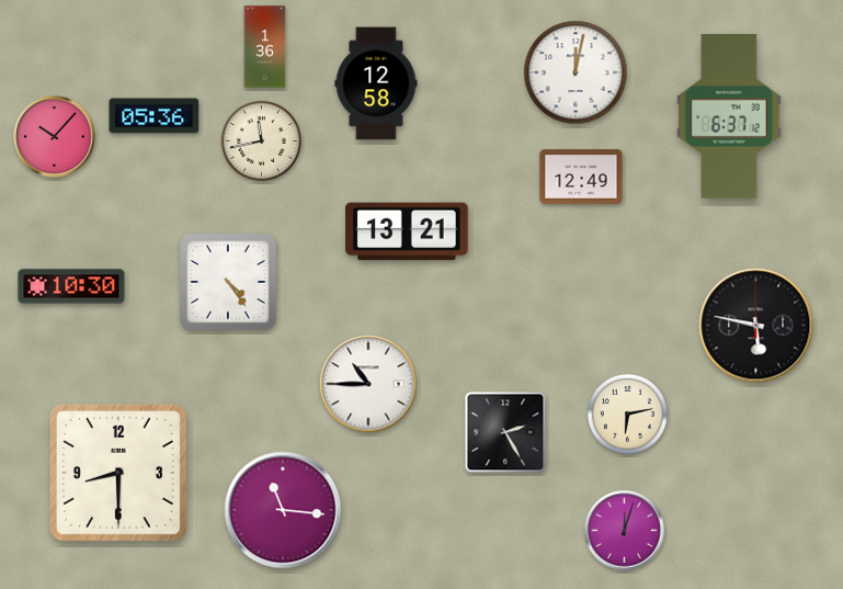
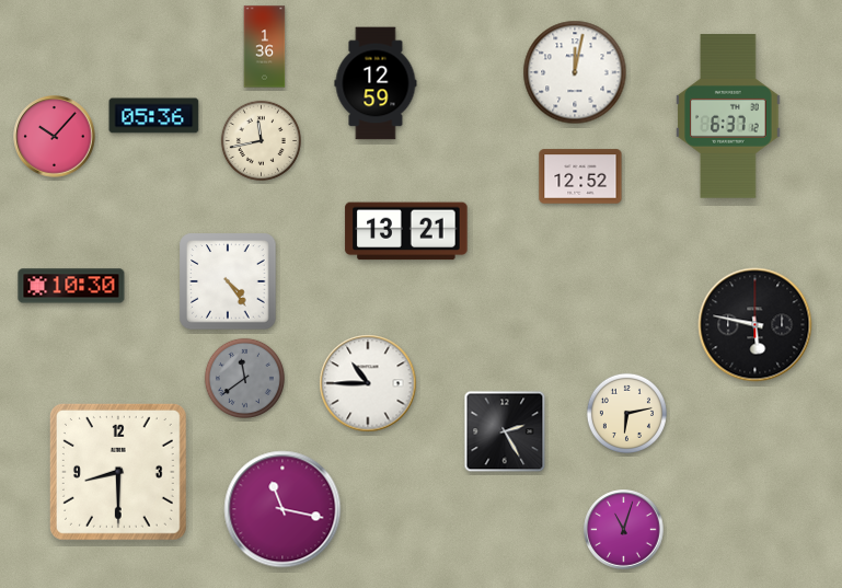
clock at (376, 83): 12:58 -> 12:59
clock at (581, 177): 12:49 -> 12:52
clock at (244, 378): none -> 11:39
clock at (283, 510): 11:16 -> 11:17
clock at (625, 531): 12:03 -> 11:03
